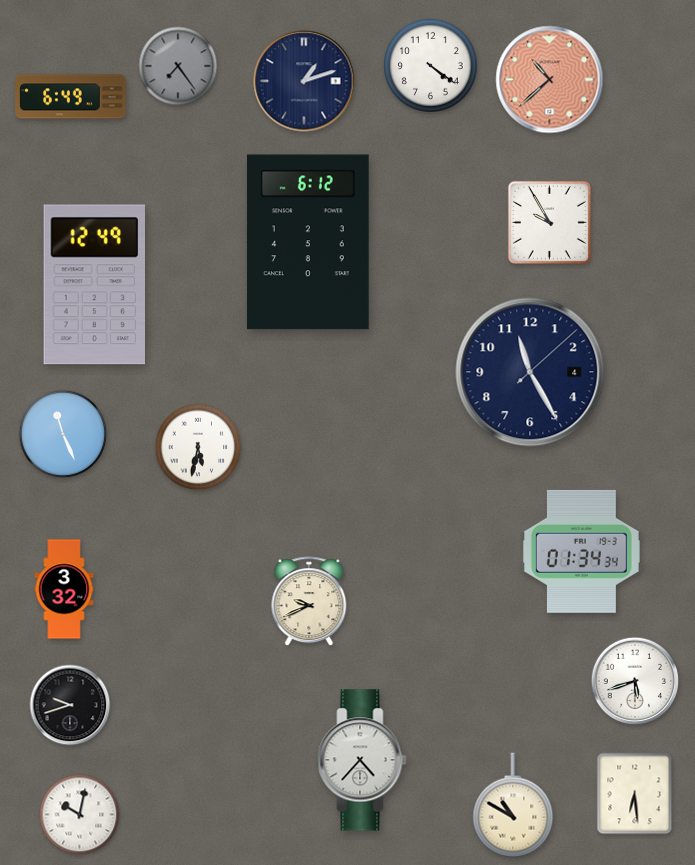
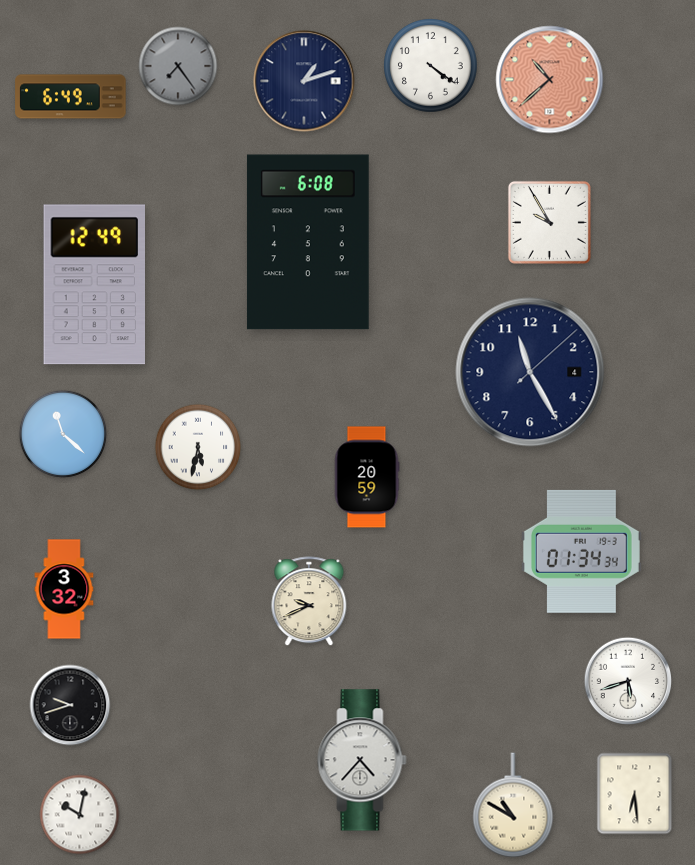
clock at (308, 242): 6:12 -> 6:08
clock at (63, 434): 11:26 -> 11:22
clock at (367, 477): none -> 20:59
clock at (635, 681) position: (635, 681) -> (628, 681)
